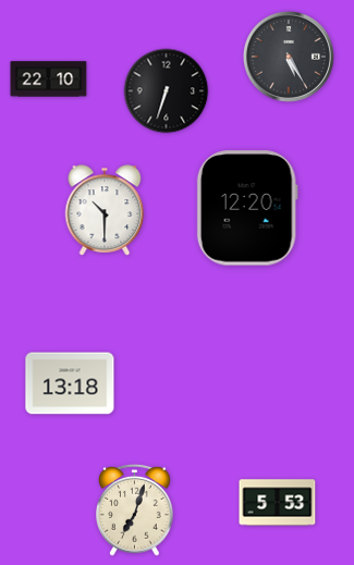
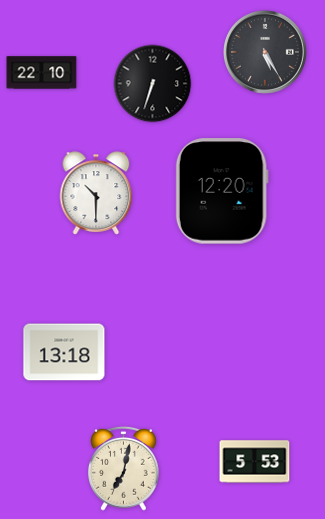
clock at (49, 79) position: (49, 79) -> (42, 73)
clock at (247, 208) position: (247, 208) -> (222, 191)
clock at (135, 509): 7:03 -> 7:02
